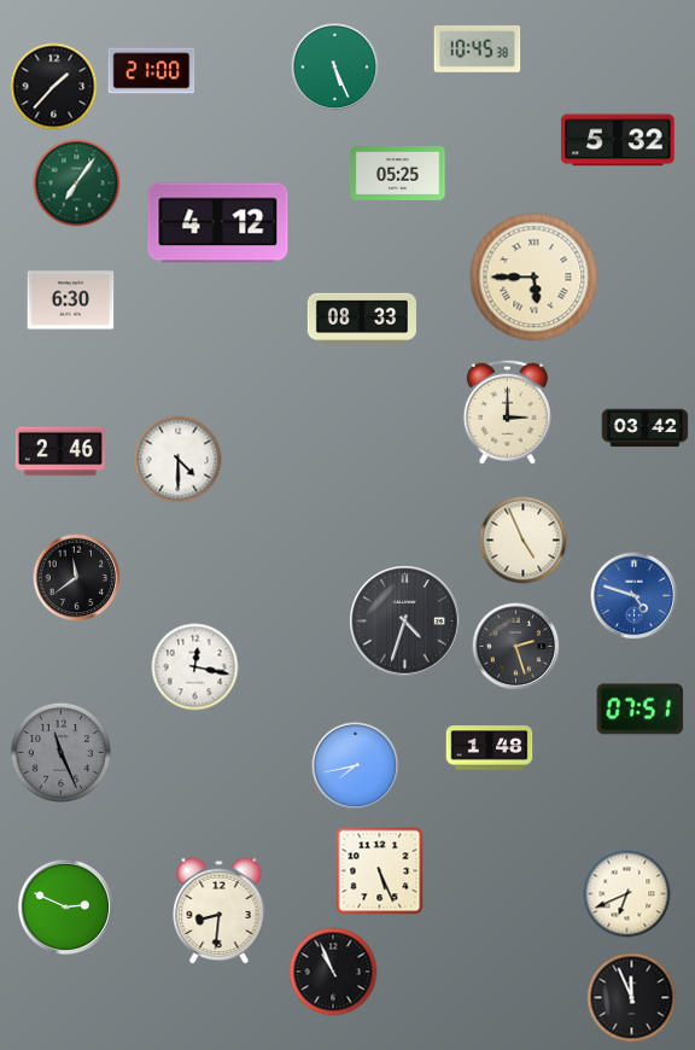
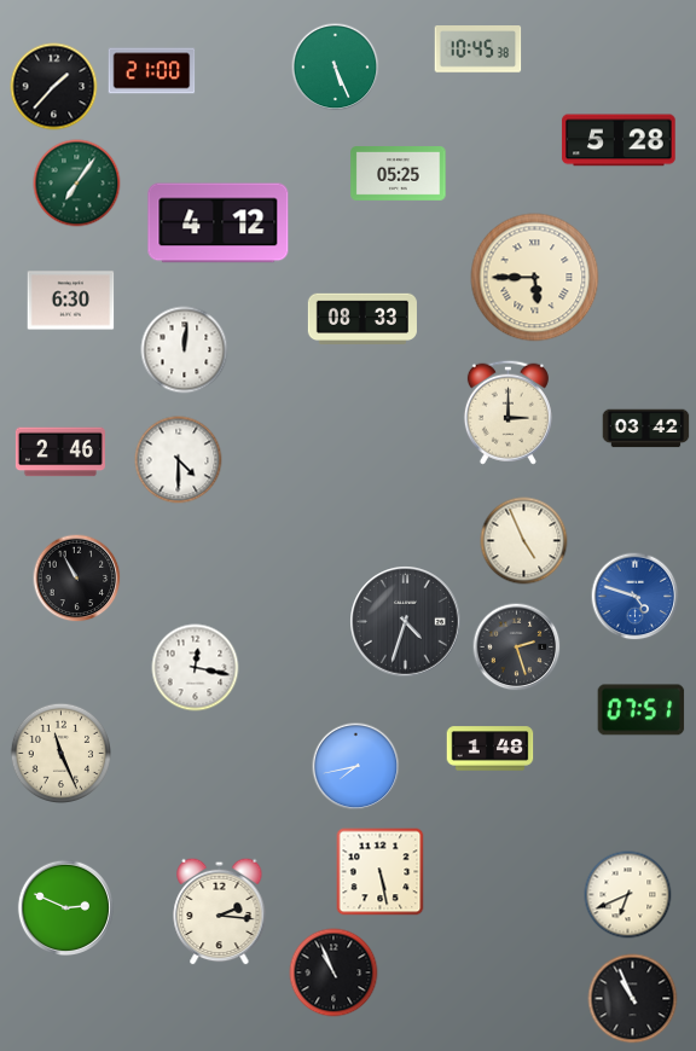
clock at (618, 140): 5:32 -> 5:28
clock at (185, 350): none -> 12:01
clock at (77, 578): 11:39 -> 10:55
clock at (60, 752) dial: grey -> cream
clock at (380, 871): 5:26 -> 5:28
clock at (220, 910): 8:31 -> 2:16
clock at (632, 998): 11:56 -> 10:56
